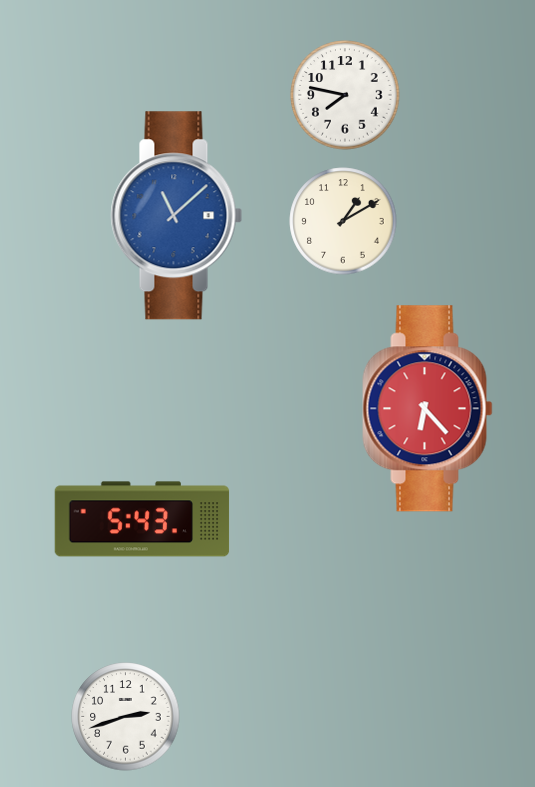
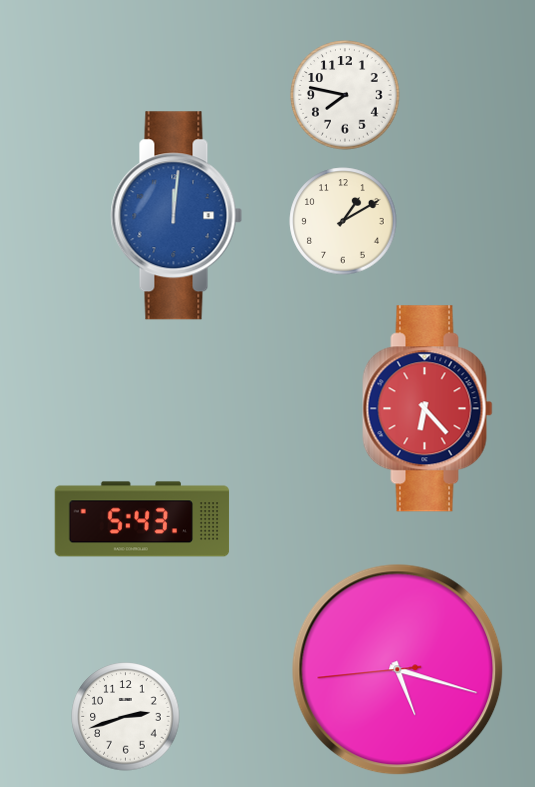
clock at (177, 216): 11:08 -> 12:01
clock at (398, 670): none -> 5:17
